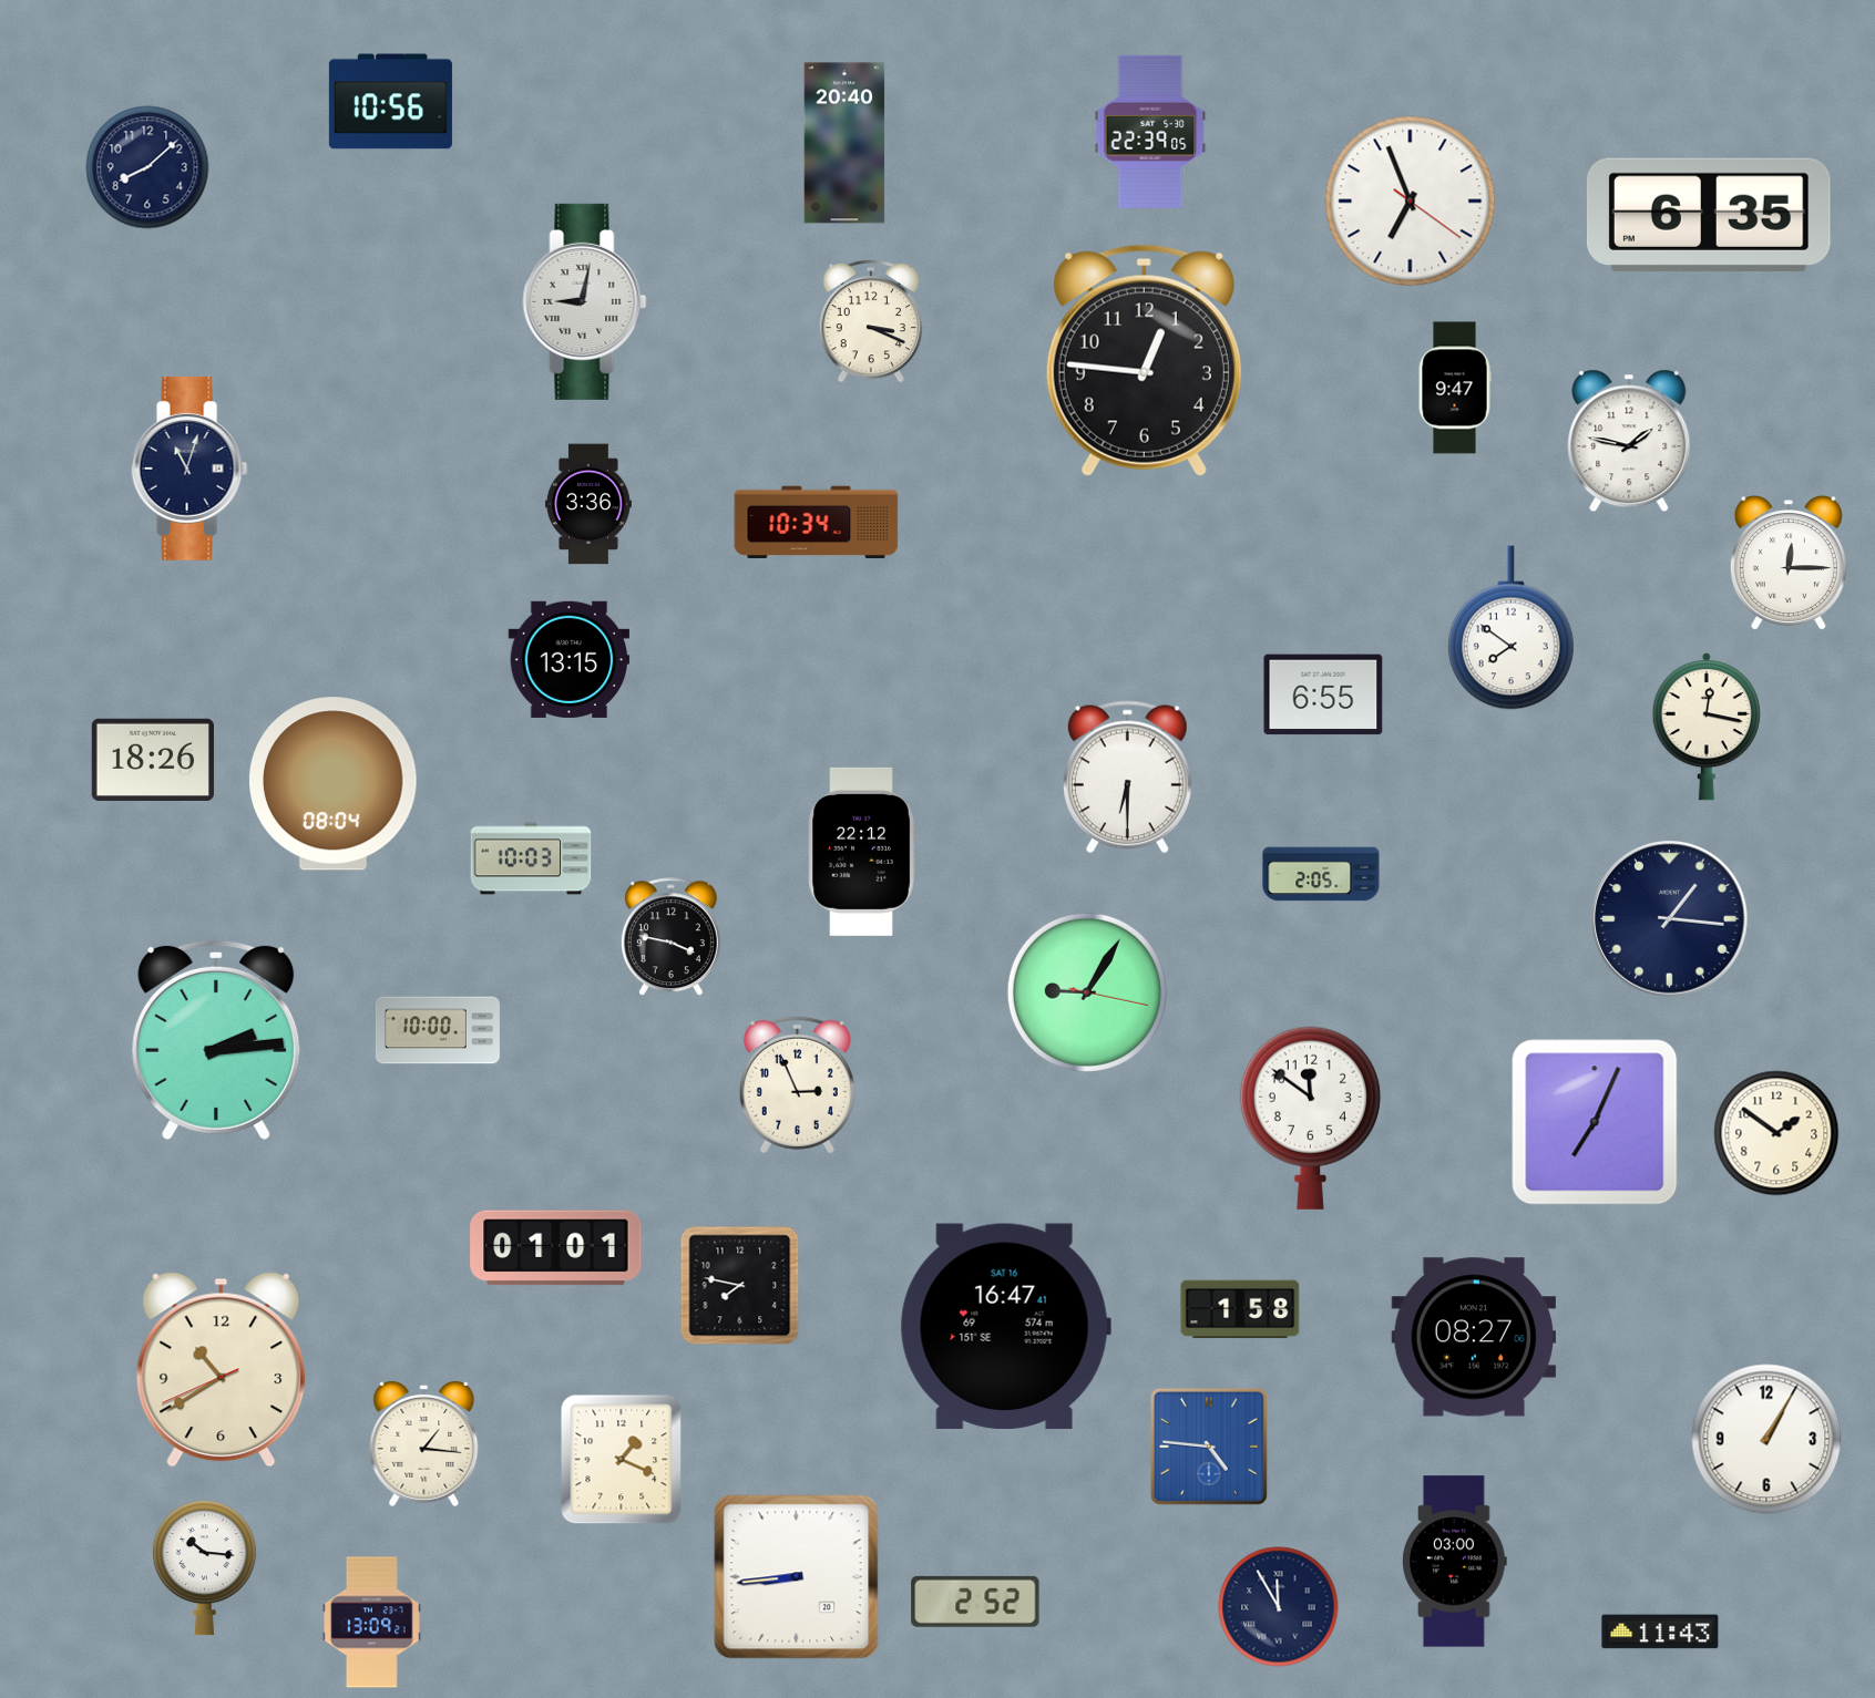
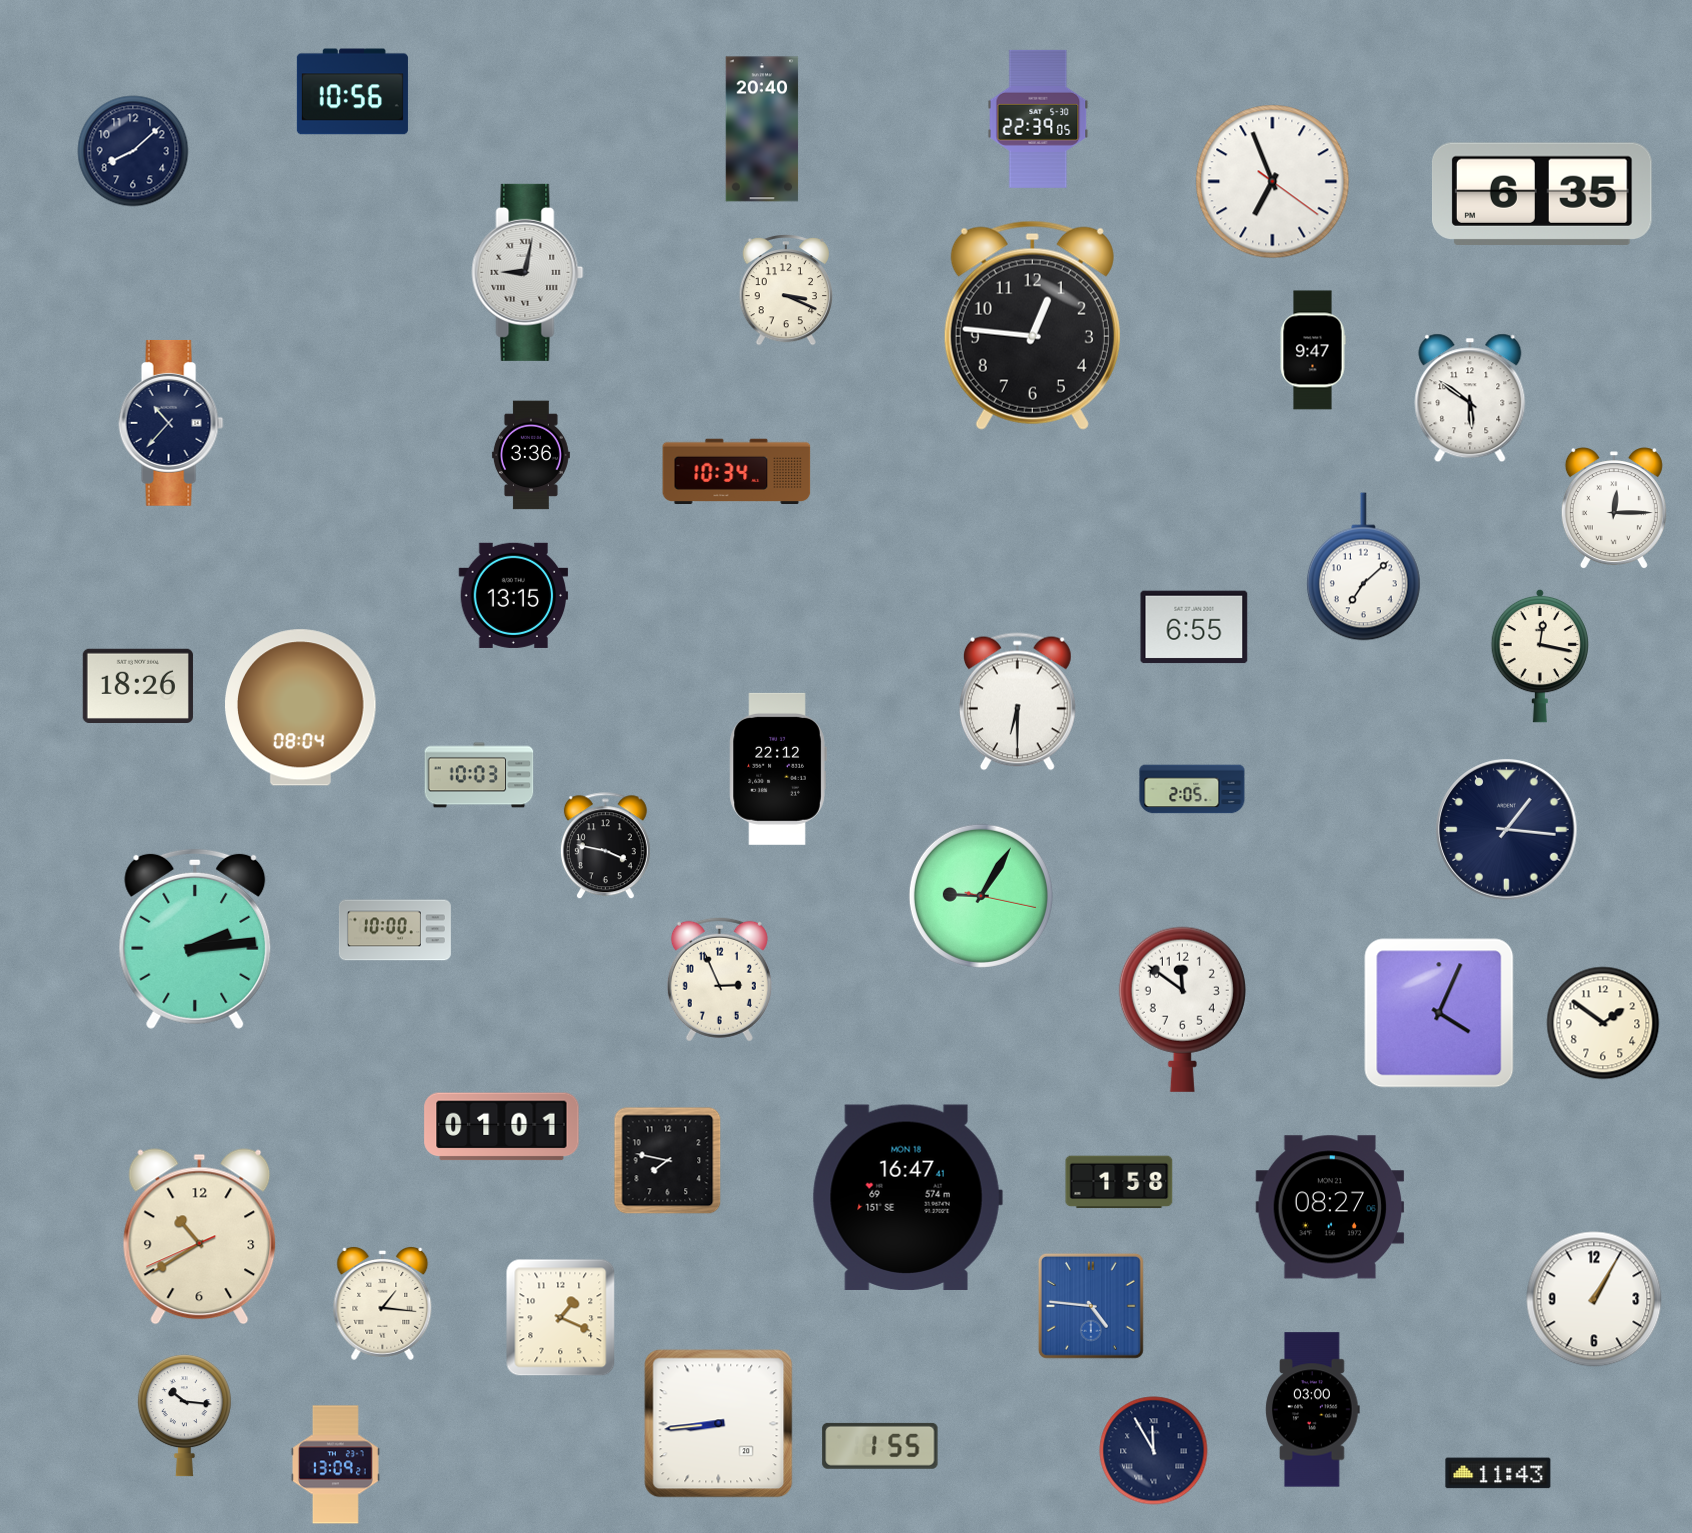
clock at (1629, 441): 1:47 -> 5:51
clock at (189, 469): 11:03 -> 10:37
clock at (1510, 628): 7:51 -> 7:08
clock at (1595, 1122): 7:04 -> 4:04
clock at (1005, 1326) date: SAT 16 -> MON 18
clock at (975, 1602): 2:52 -> 1:55
